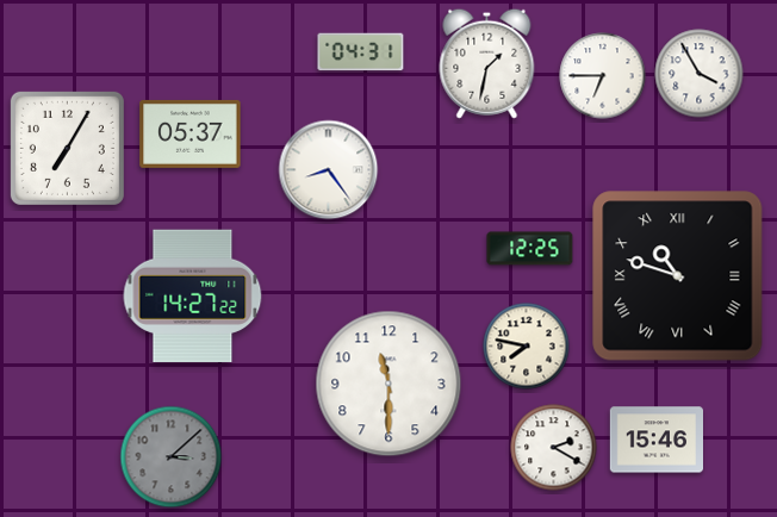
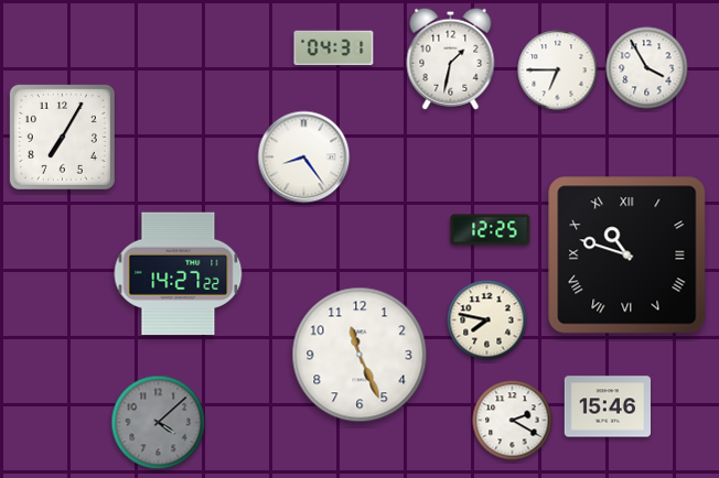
clock at (191, 133): 05:37 -> none
clock at (388, 384): 11:30 -> 11:26
clock at (554, 448) position: (554, 448) -> (513, 421)
clock at (172, 457): 3:08 -> 4:08
